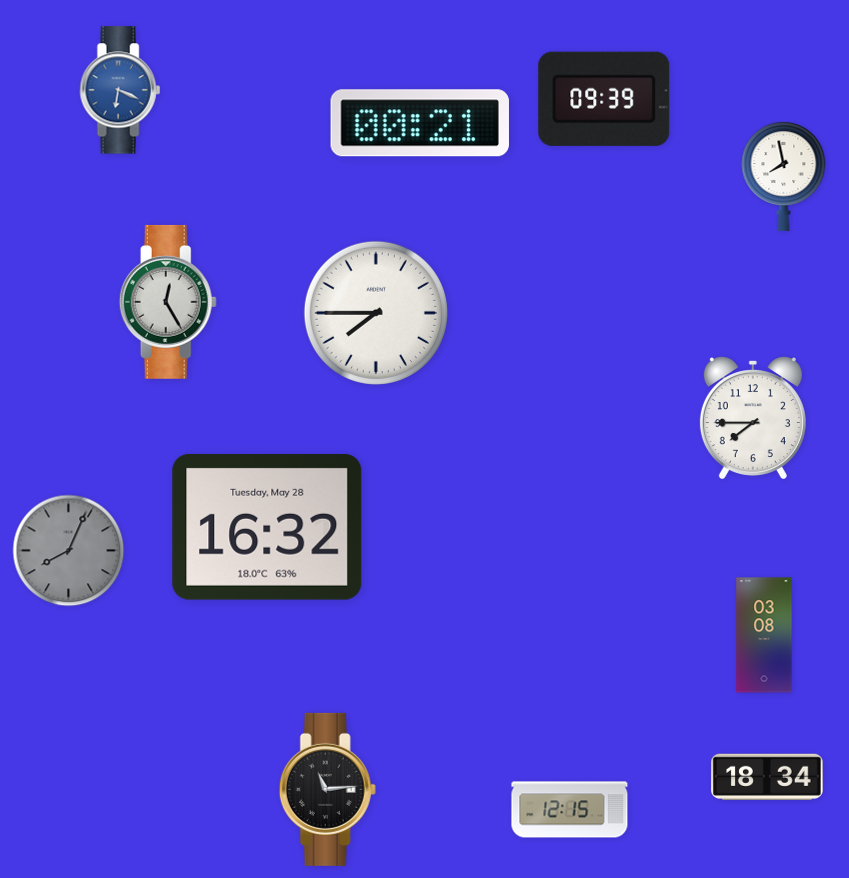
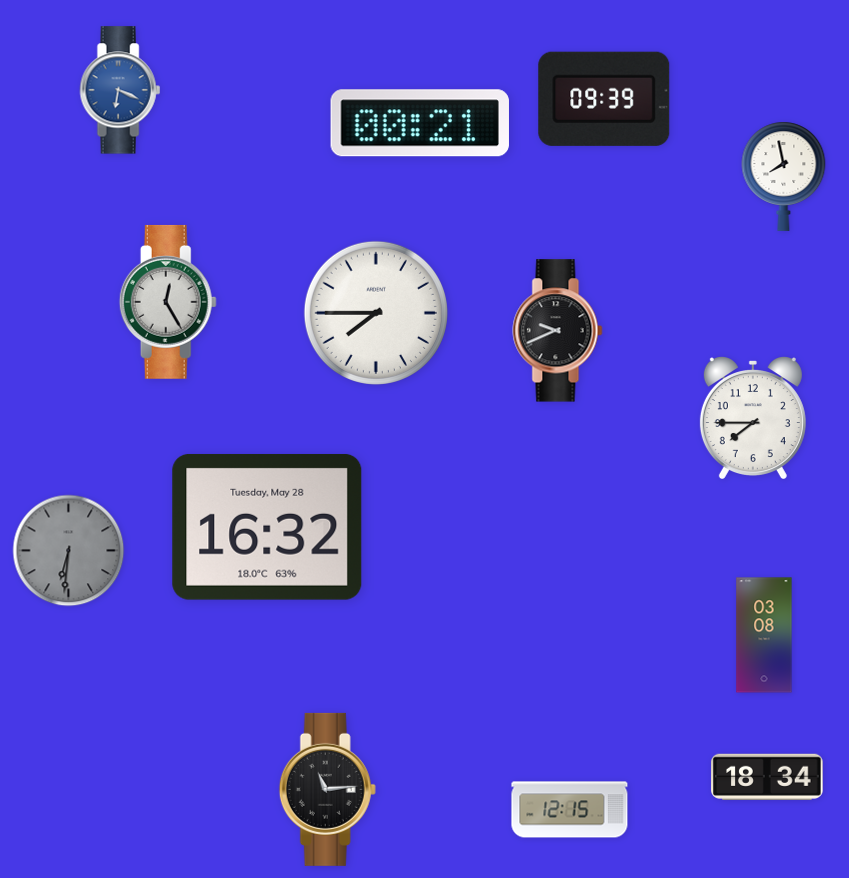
clock at (558, 331): none -> 9:41
clock at (69, 551): 8:04 -> 6:31
